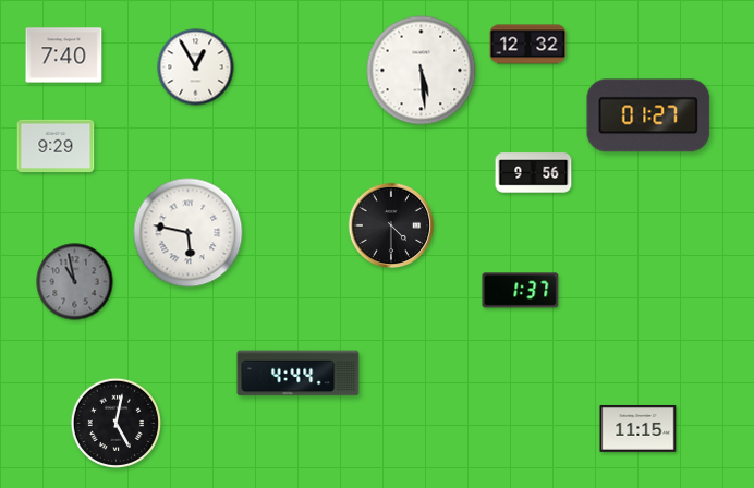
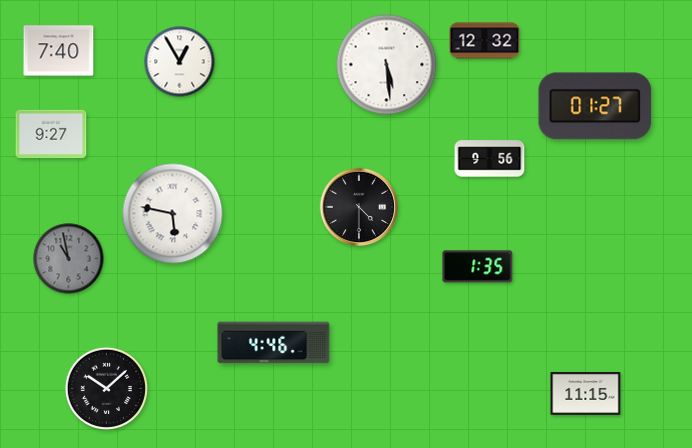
clock at (56, 146): 9:29 -> 9:27
clock at (521, 291): 1:37 -> 1:35
clock at (299, 374): 4:44 -> 4:46
clock at (115, 423): 5:02 -> 10:08
